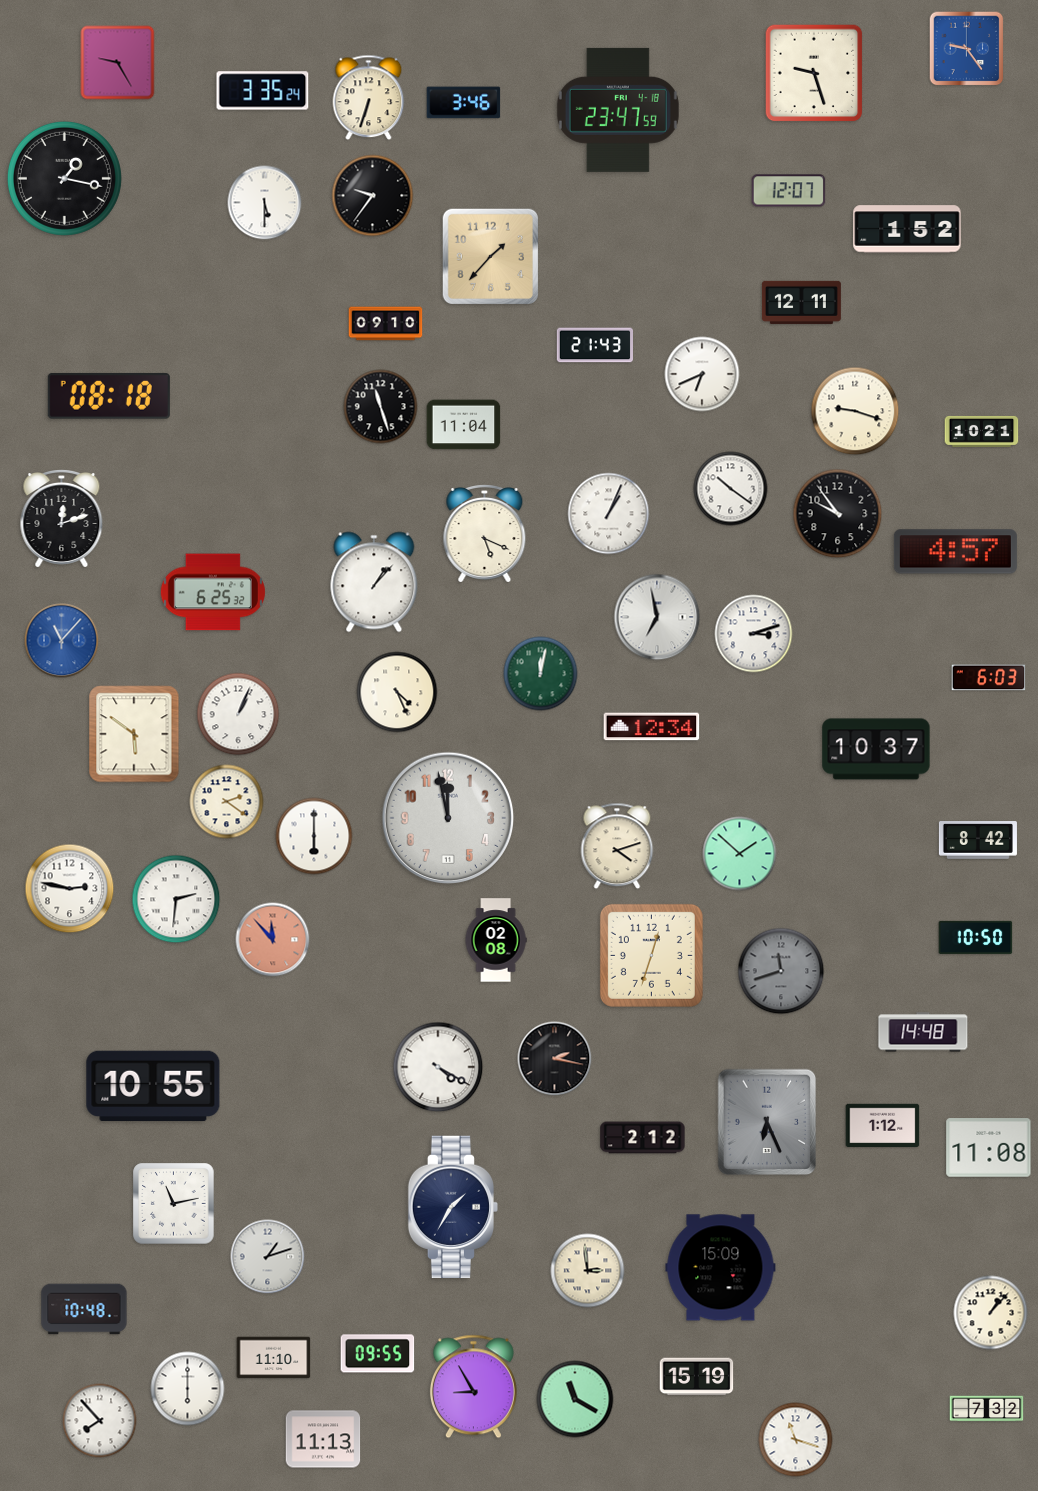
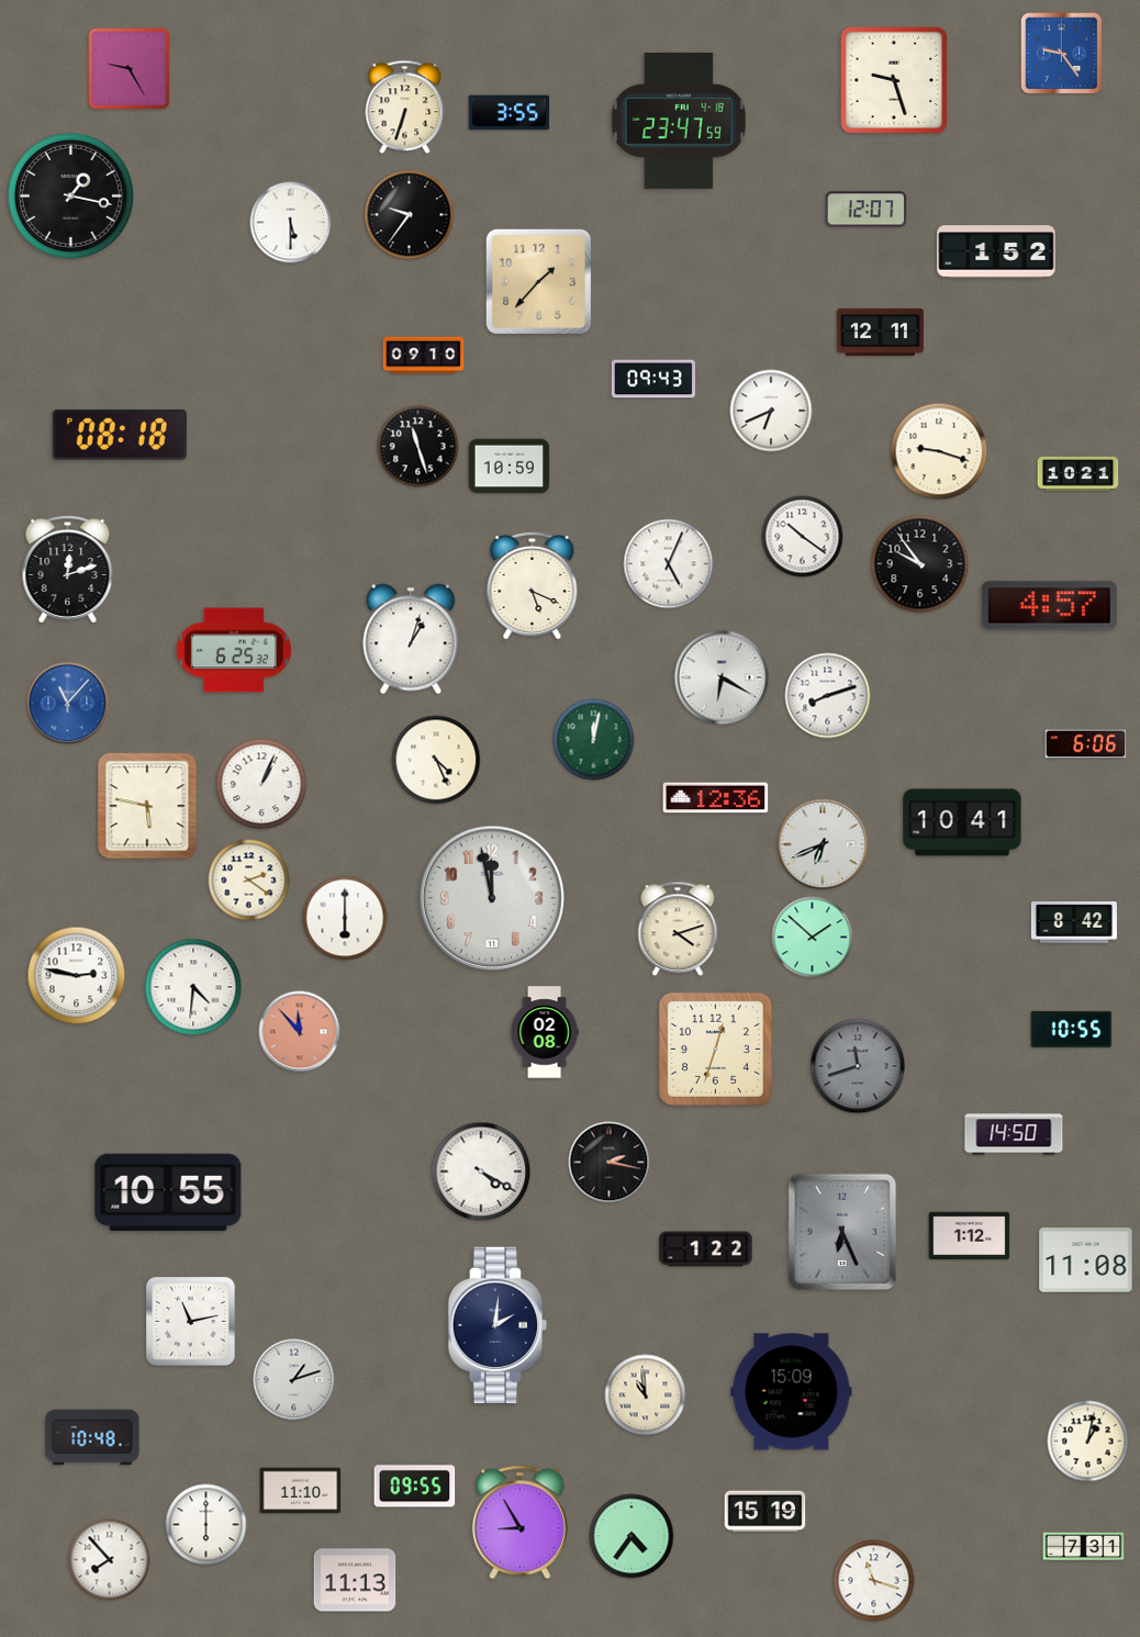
clock at (263, 91): 3:35 -> none
clock at (464, 103): 3:46 -> 3:55
clock at (594, 345): 21:43 -> 09:43
clock at (464, 425): 11:04 -> 10:59
clock at (609, 514): 1:04 -> 5:04
clock at (374, 582): 1:07 -> 1:03
clock at (657, 617): 6:58 -> 6:20
clock at (754, 634): 3:12 -> 8:12
clock at (989, 678): 6:03 -> 6:06
clock at (652, 727): 12:34 -> 12:36
clock at (134, 734): 5:51 -> 5:47
clock at (876, 749): 10:37 -> 10:41
clock at (823, 844): none -> 6:41
clock at (176, 899): 2:31 -> 4:31
clock at (976, 937): 10:50 -> 10:55
clock at (923, 1032): 14:48 -> 14:50
clock at (643, 1138): 2:12 -> 1:22
clock at (452, 1206): 1:35 -> 2:01
clock at (588, 1271): 2:59 -> 10:59
clock at (991, 1313): 1:07 -> 1:02
clock at (575, 1399): 11:20 -> 4:36
clock at (987, 1409): 7:32 -> 7:31
